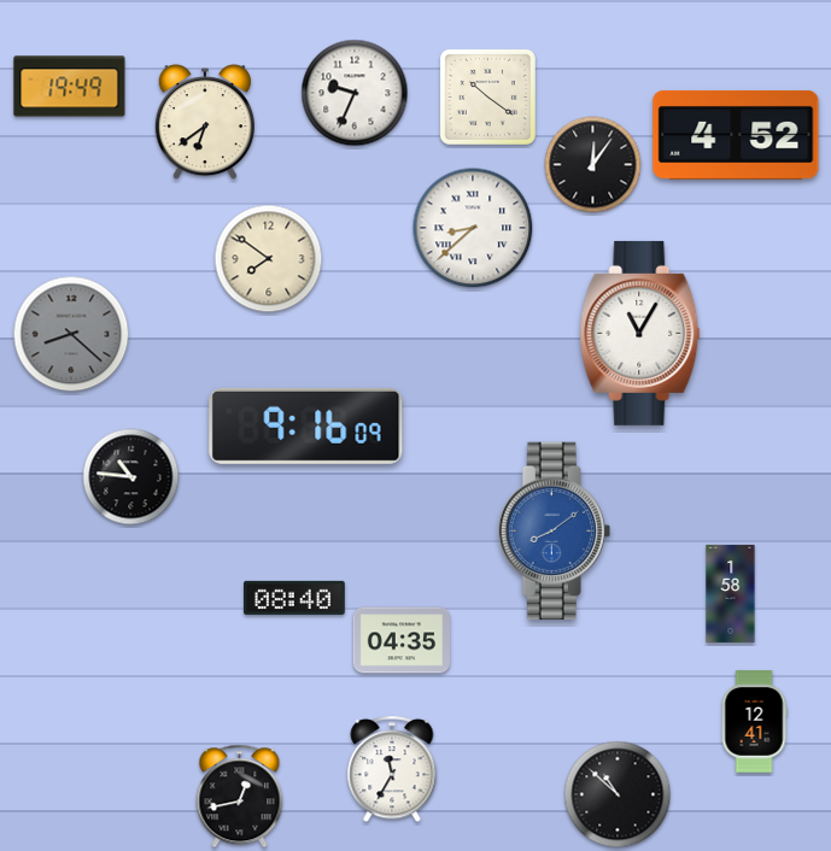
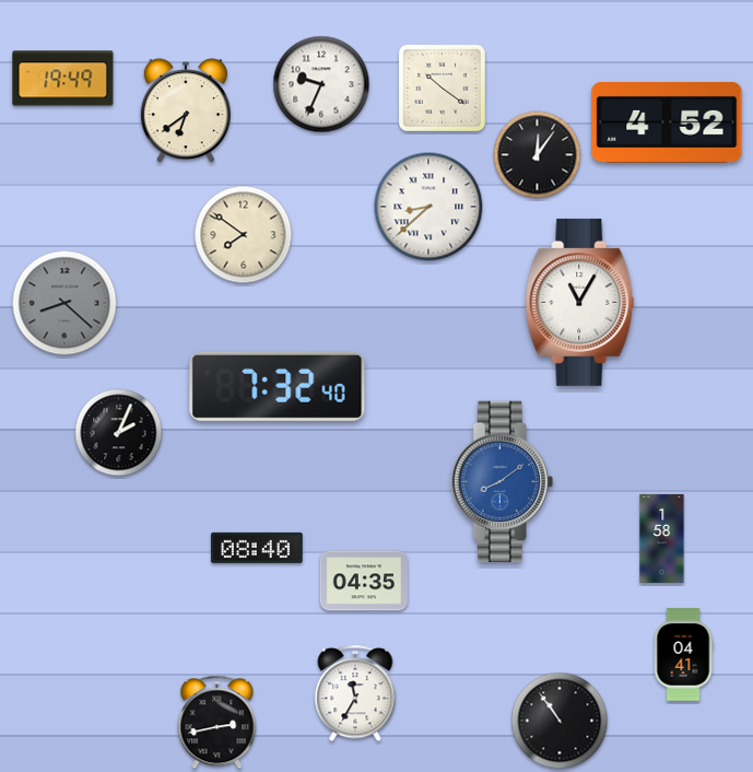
clock at (593, 165) position: (593, 165) -> (538, 155)
clock at (306, 425): 9:16 -> 7:32
clock at (131, 477): 10:46 -> 2:04
clock at (295, 598) position: (295, 598) -> (258, 548)
clock at (754, 722): 12:41 -> 04:41
clock at (392, 770) position: (392, 770) -> (355, 694)
clock at (618, 794): 10:52 -> 10:54
clock at (240, 797): 12:43 -> 2:43
